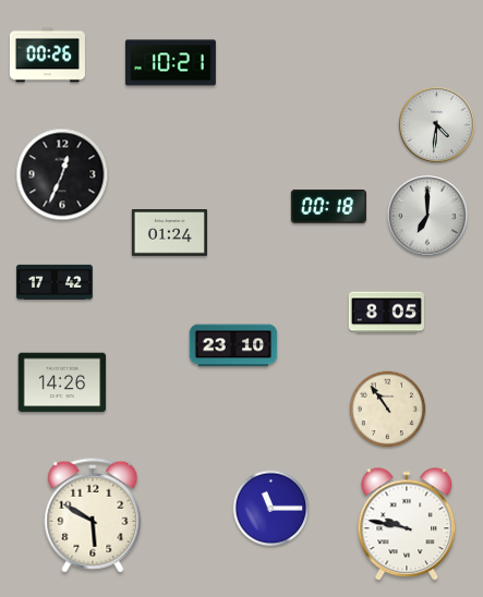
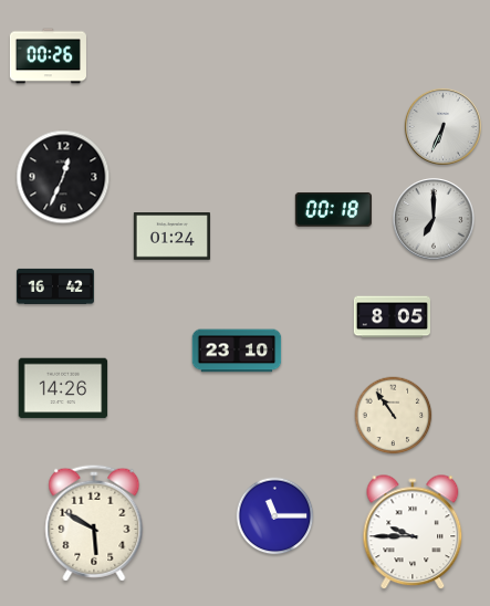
clock at (170, 63): 10:21 -> none
clock at (436, 124): 4:31 -> 6:34
clock at (55, 282): 17:42 -> 16:42
clock at (407, 525): 9:47 -> 9:45
